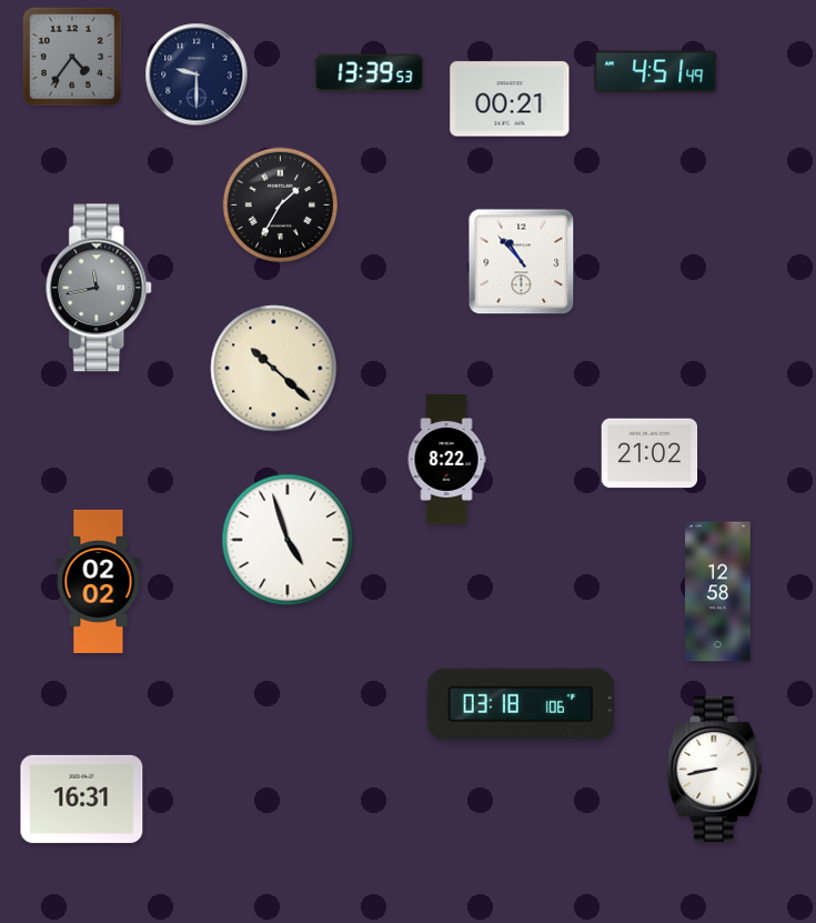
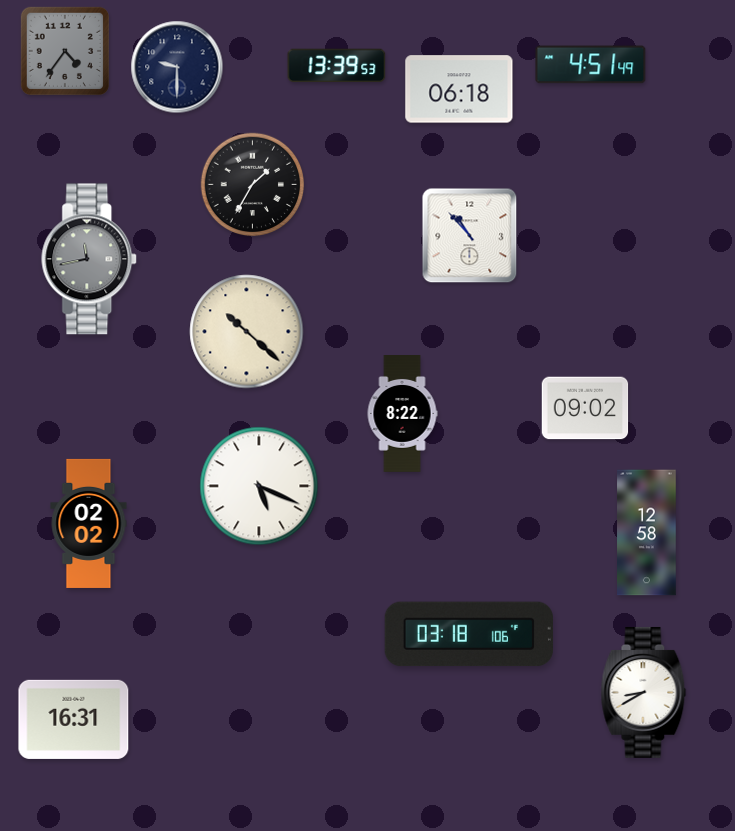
clock at (370, 73) position: (370, 73) -> (337, 66)
clock at (510, 99): 00:21 -> 06:18
clock at (649, 453): 21:02 -> 09:02
clock at (288, 540): 4:57 -> 5:19
clock at (715, 769): 8:43 -> 8:40
